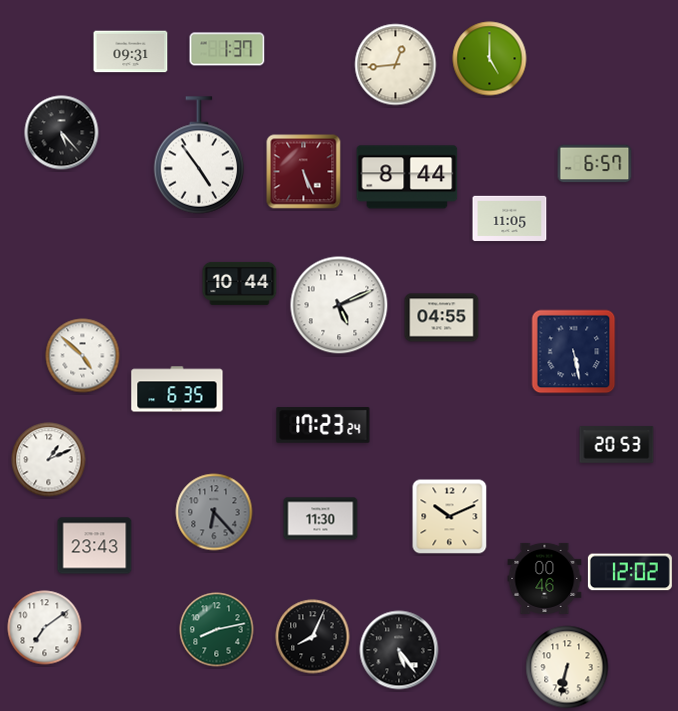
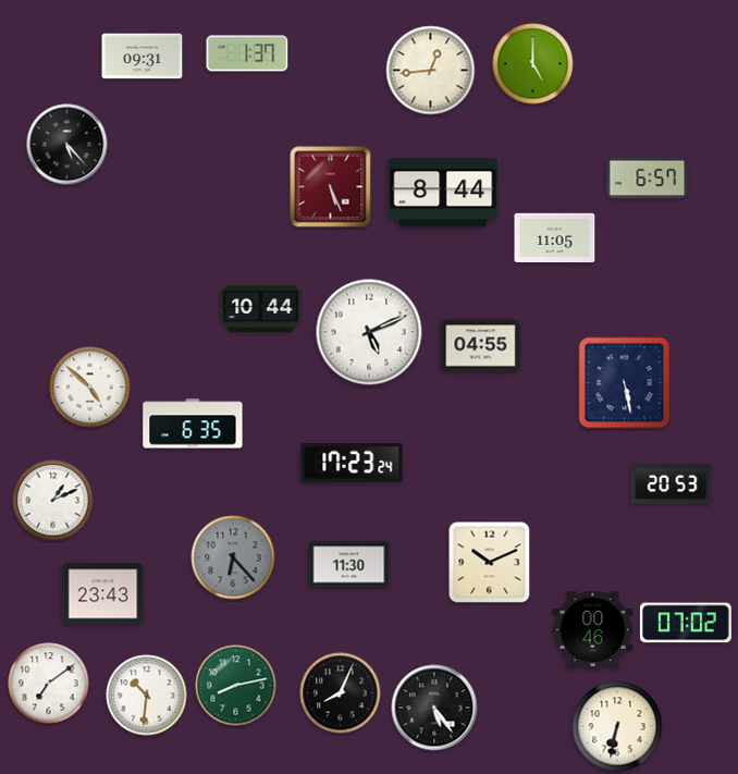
clock at (199, 155): 4:54 -> none
clock at (630, 572): 12:02 -> 07:02
clock at (147, 696): none -> 10:31
